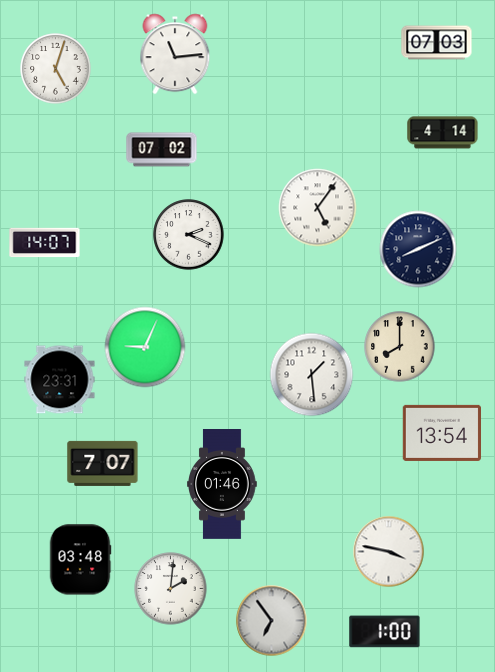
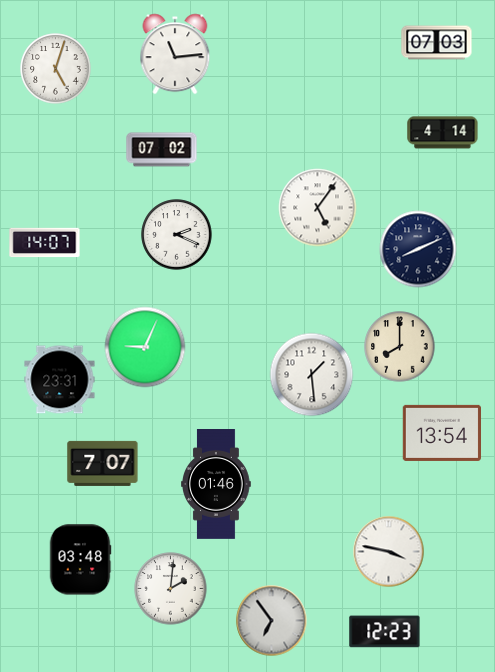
clock at (189, 235) position: (189, 235) -> (177, 235)
clock at (222, 485) position: (222, 485) -> (216, 485)
clock at (385, 632): 1:00 -> 12:23
